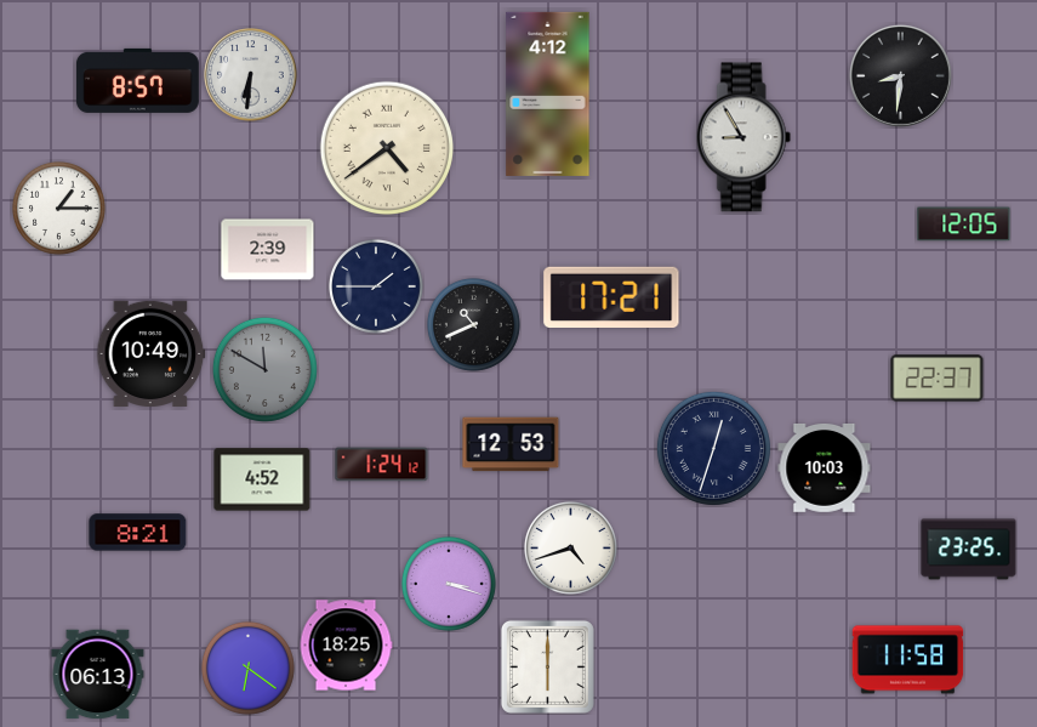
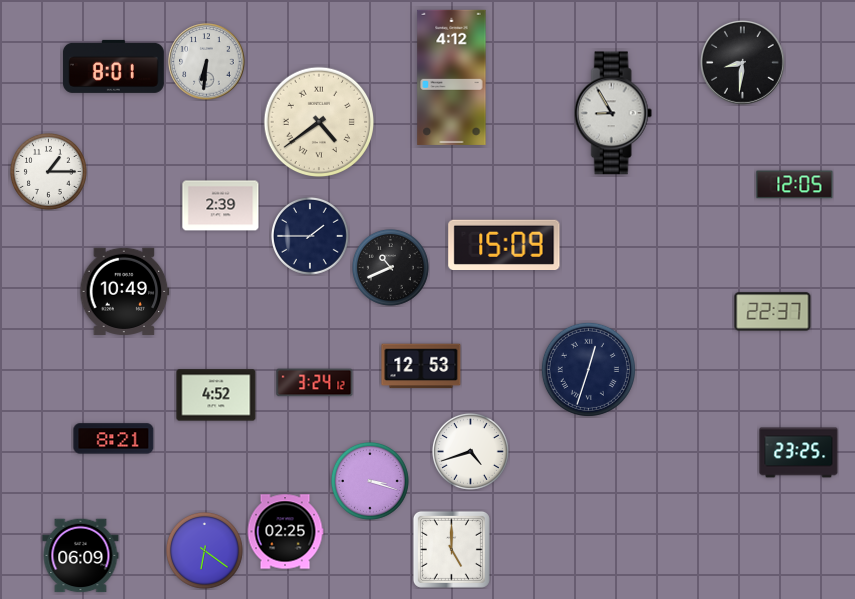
clock at (137, 80): 8:57 -> 8:01
clock at (611, 296): 17:21 -> 15:09
clock at (264, 369): 11:50 -> none
clock at (382, 465): 1:24 -> 3:24
clock at (825, 467): 10:03 -> none
clock at (346, 646): 18:25 -> 02:25
clock at (908, 660): 11:58 -> none
clock at (547, 666): 6:00 -> 5:00
clock at (98, 675): 06:13 -> 06:09
